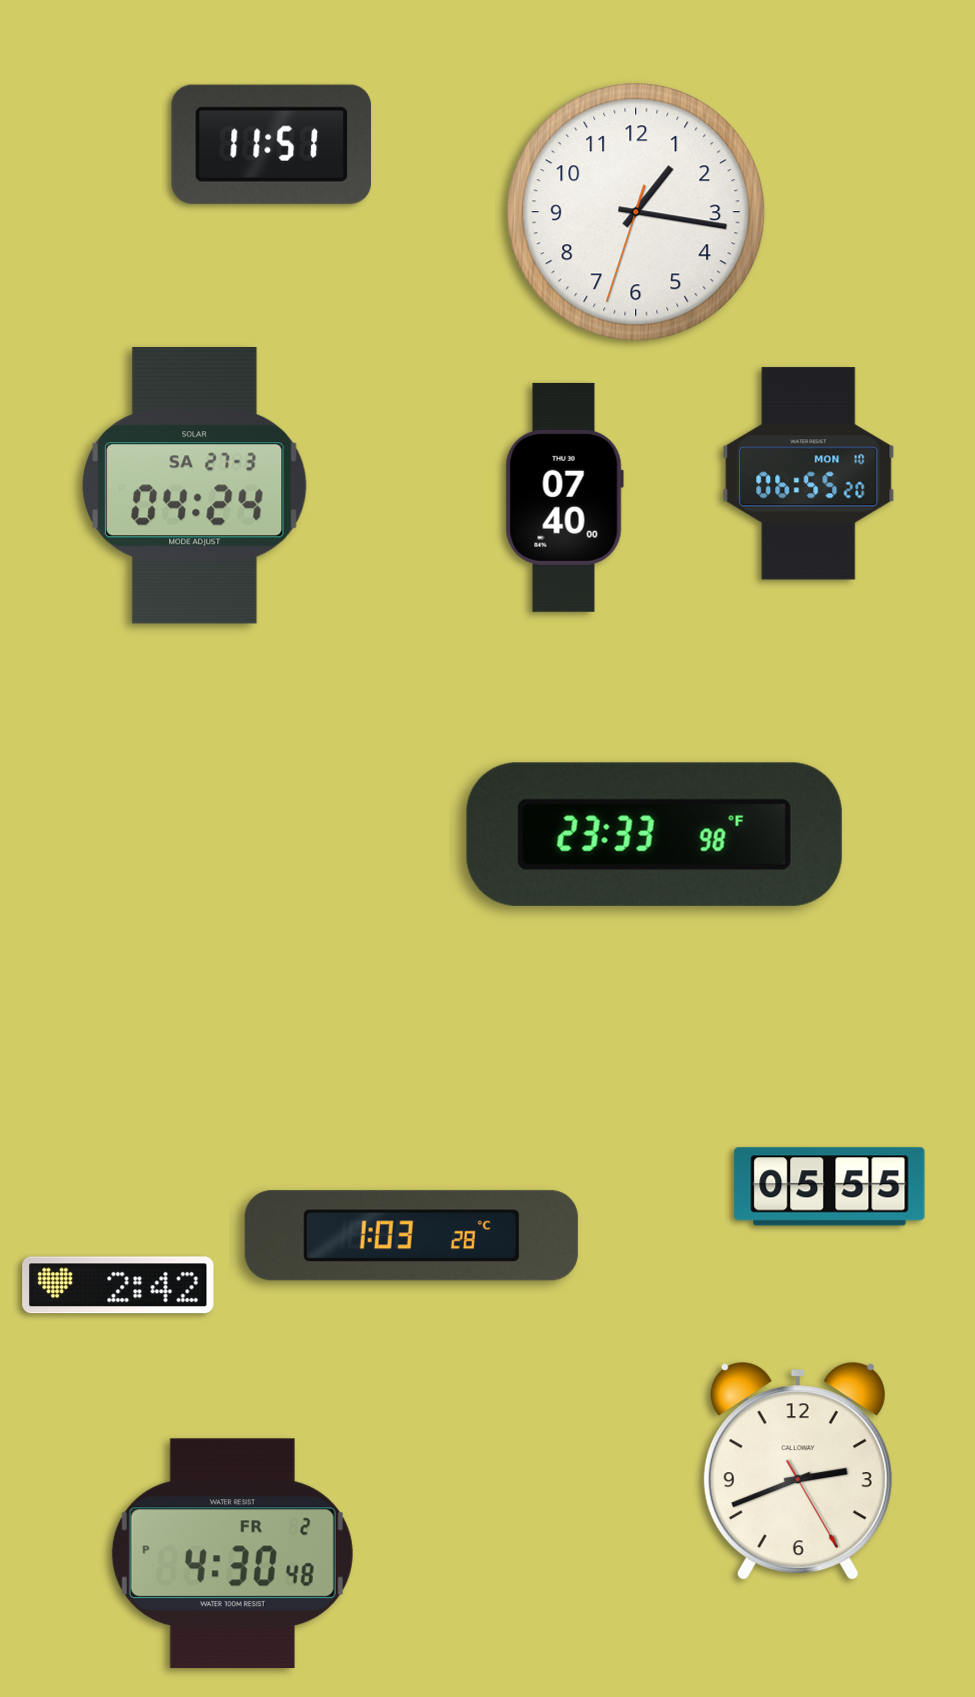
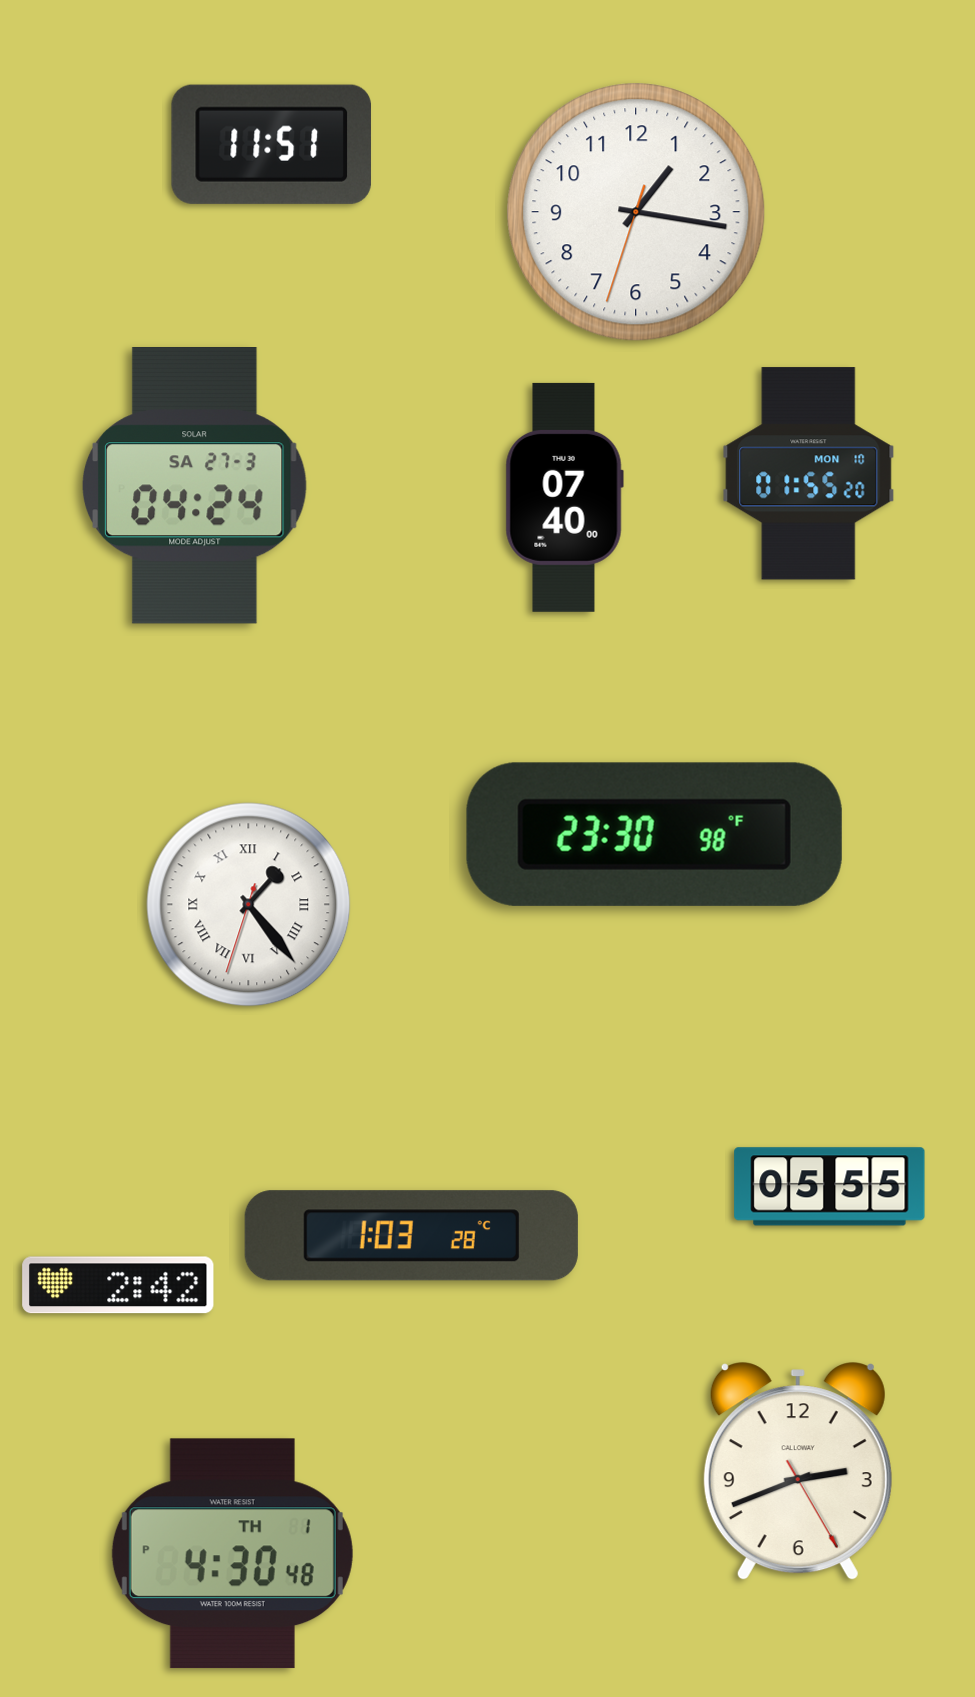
clock at (809, 474): 06:55 -> 01:55
clock at (654, 834): 23:33 -> 23:30
clock at (249, 905): none -> 1:23
clock at (232, 1554) date: FR 2 -> TH 1
